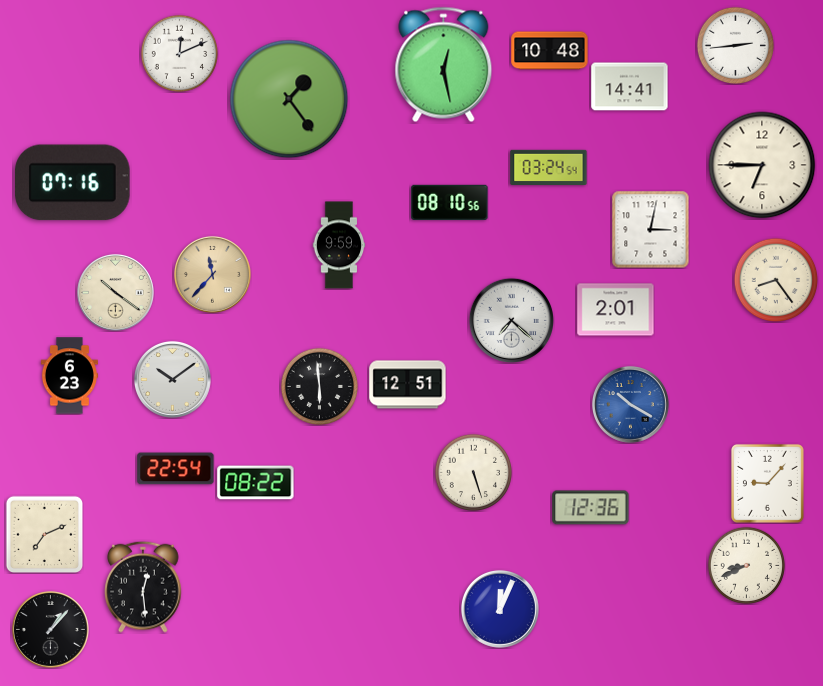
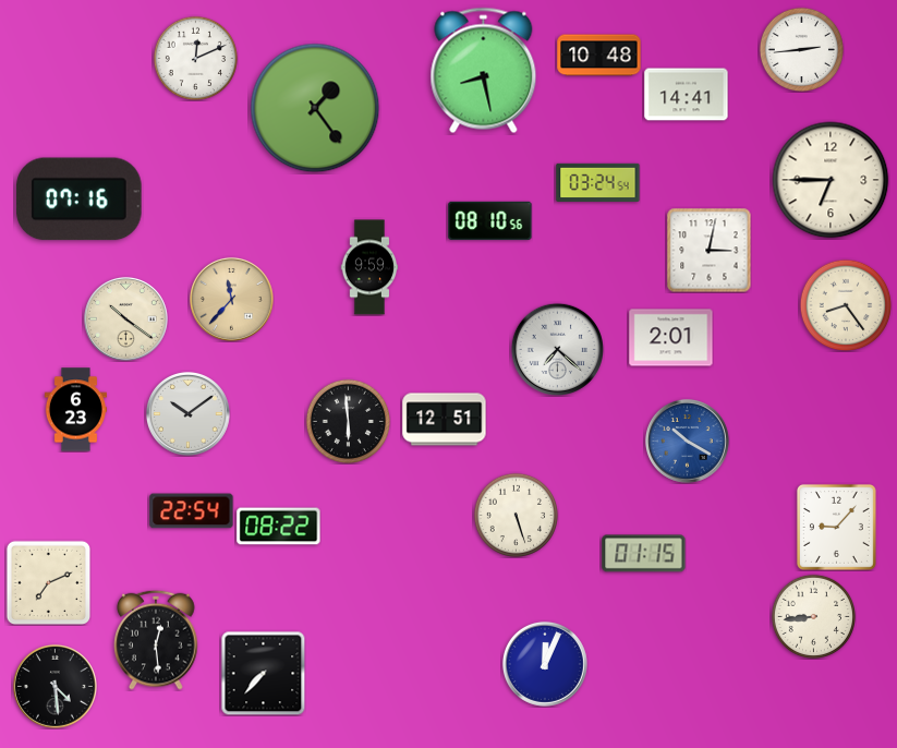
clock at (444, 65): 12:28 -> 8:28
clock at (591, 508): 12:36 -> 01:15
clock at (746, 565): 8:41 -> 8:44
clock at (263, 673): none -> 7:37
clock at (50, 629): 1:07 -> 4:29
